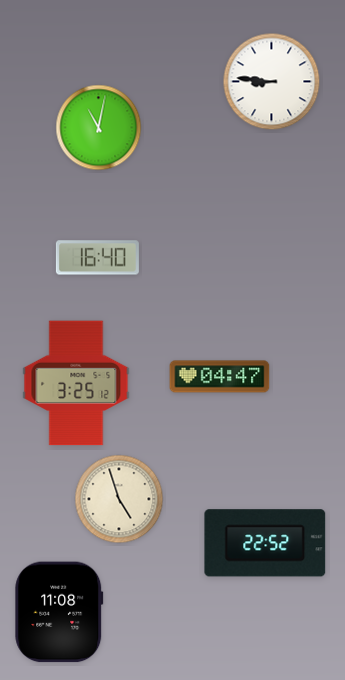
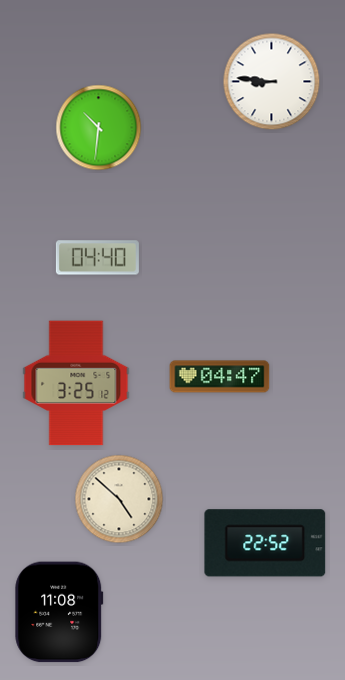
clock at (99, 128): 11:02 -> 10:31
clock at (97, 258): 16:40 -> 04:40
clock at (119, 499): 4:57 -> 4:52
